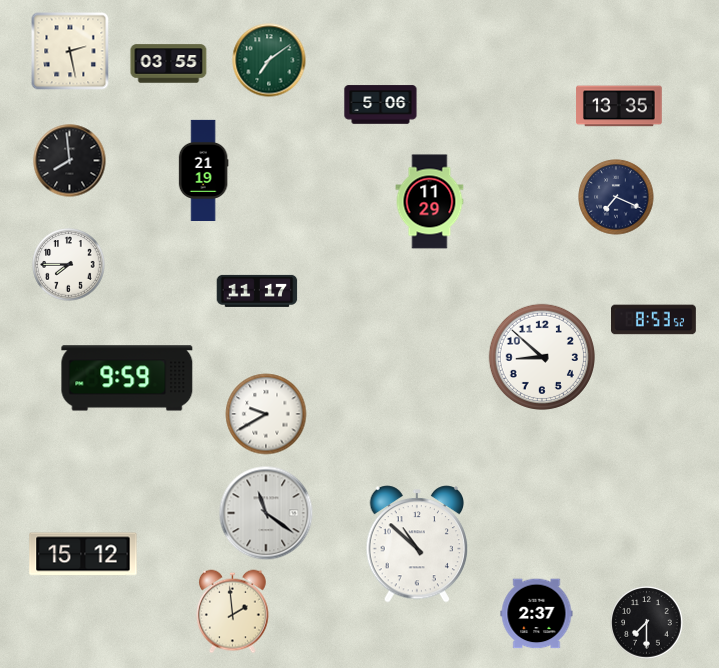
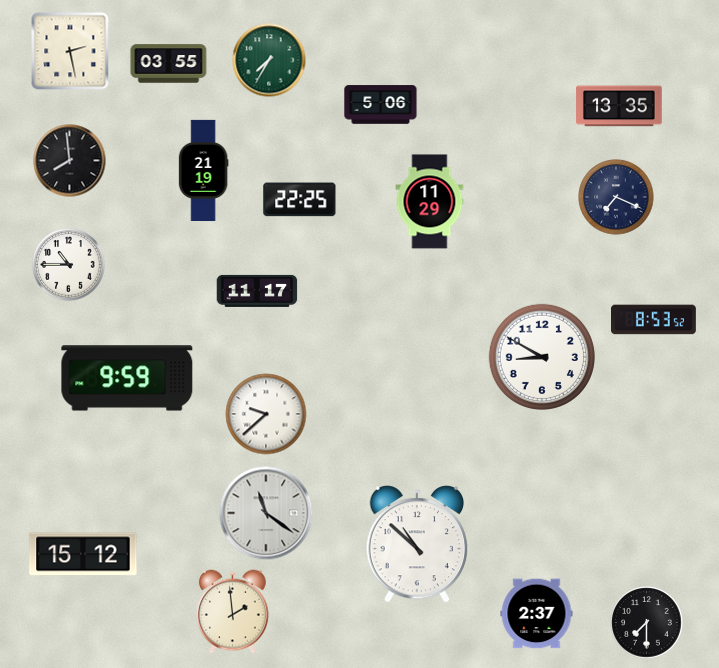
clock at (269, 60): 7:09 -> 7:35
clock at (300, 200): none -> 22:25
clock at (69, 265): 7:45 -> 10:45
clock at (541, 356): 8:52 -> 8:50
clock at (266, 414): 9:40 -> 9:38
